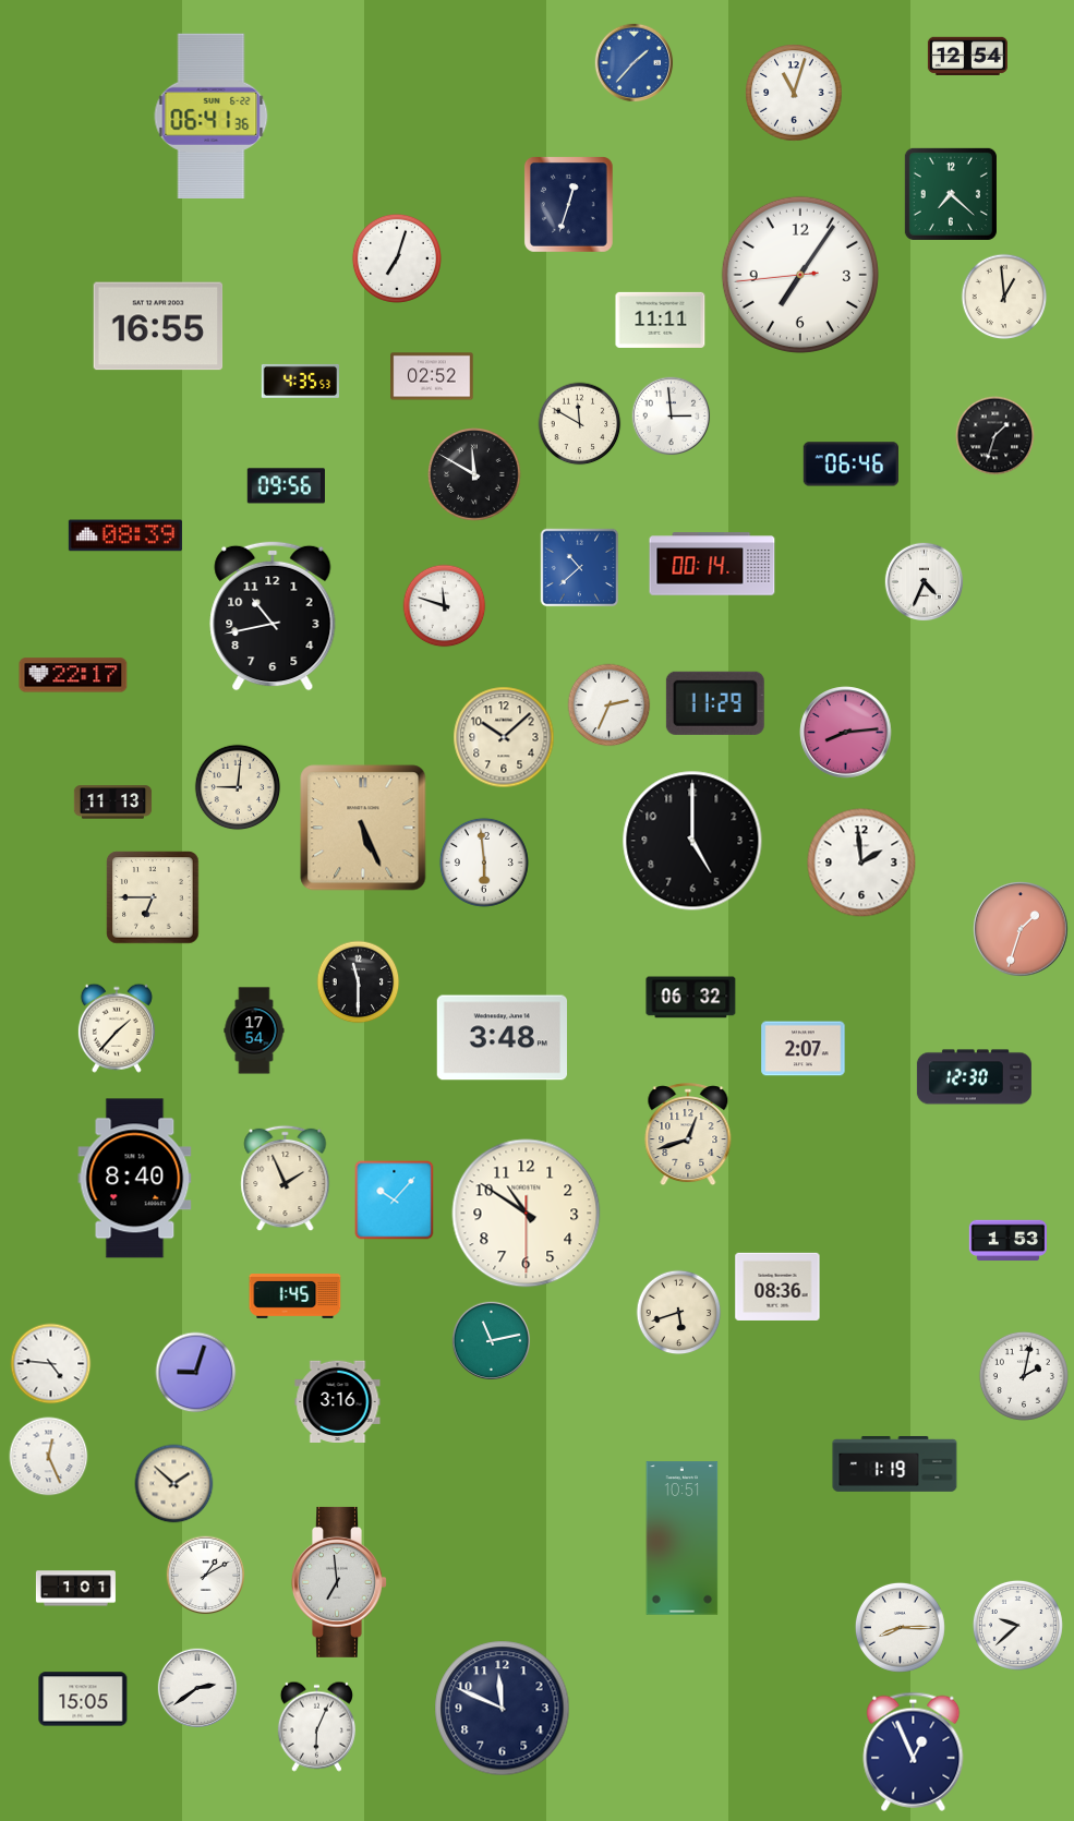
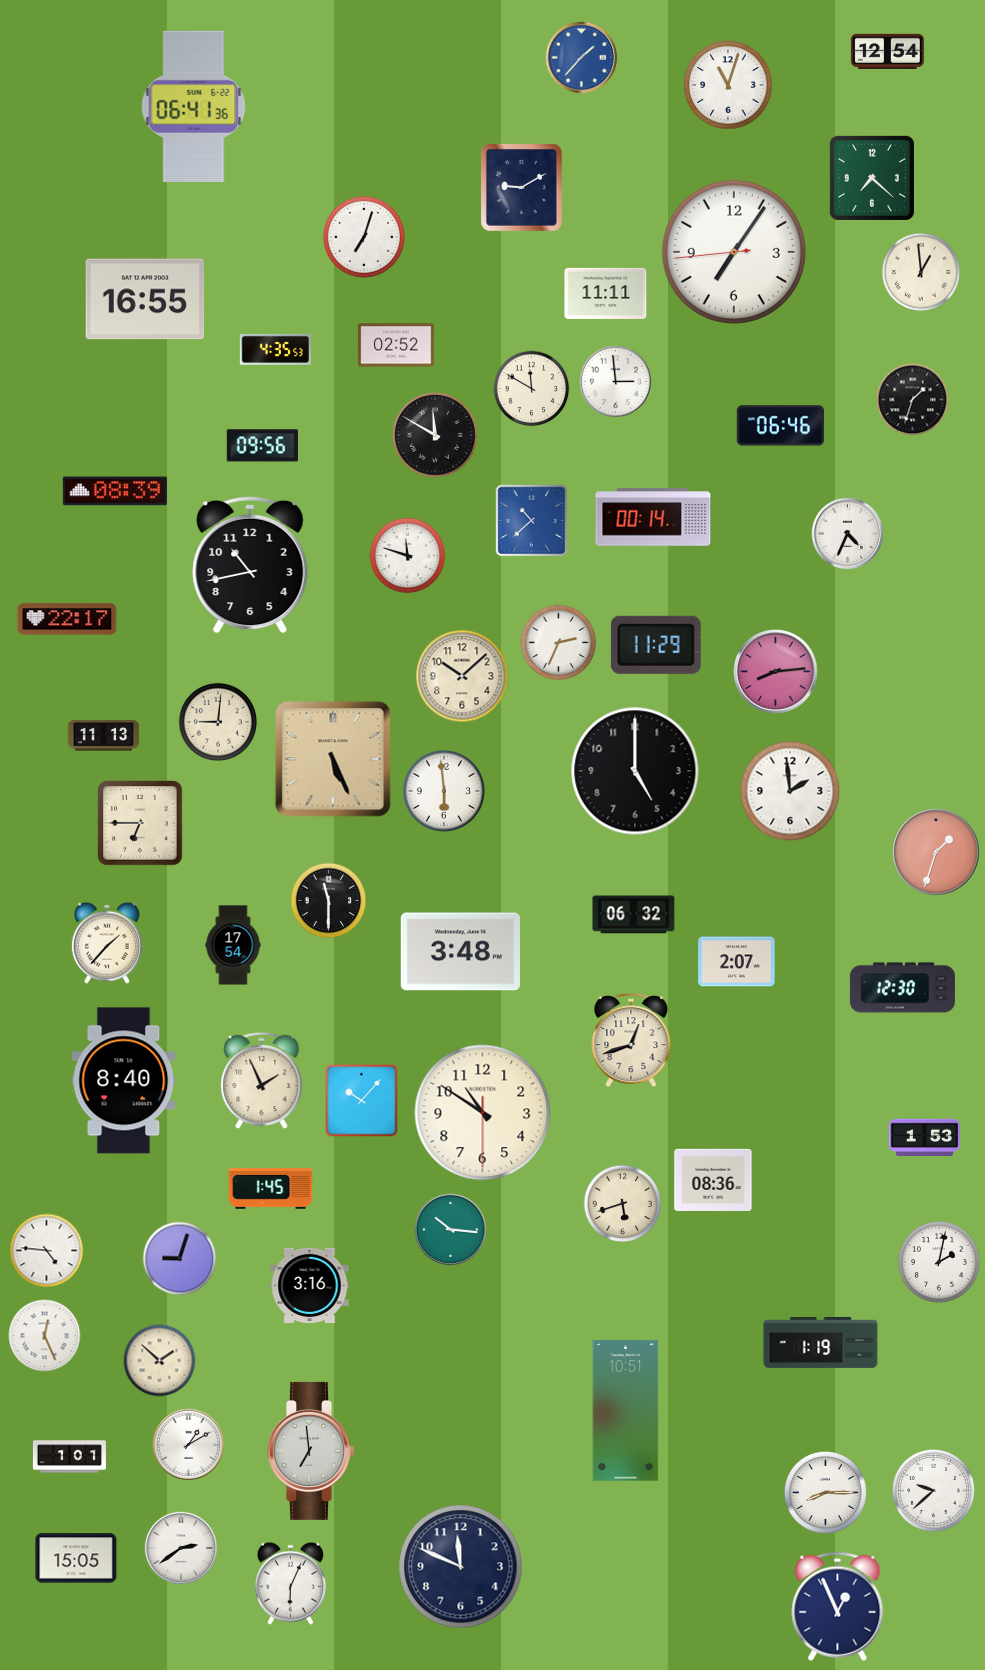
clock at (568, 204): 12:33 -> 9:10
clock at (610, 706) position: (610, 706) -> (559, 643)
clock at (974, 1077) position: (974, 1077) -> (902, 988)
clock at (492, 1341): 11:13 -> 10:16
